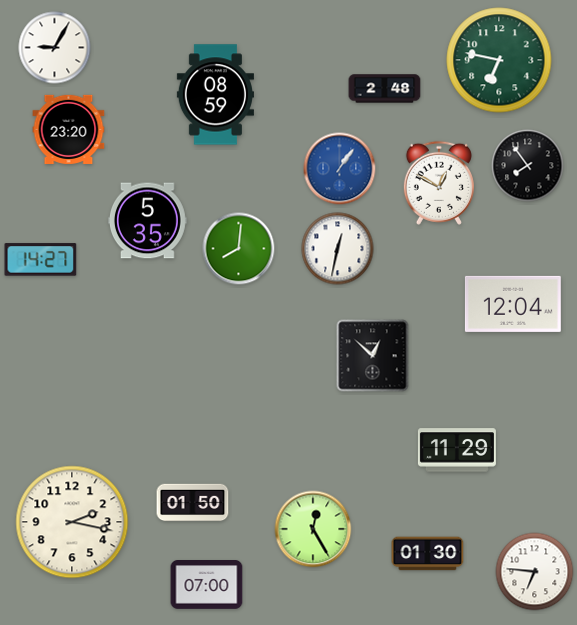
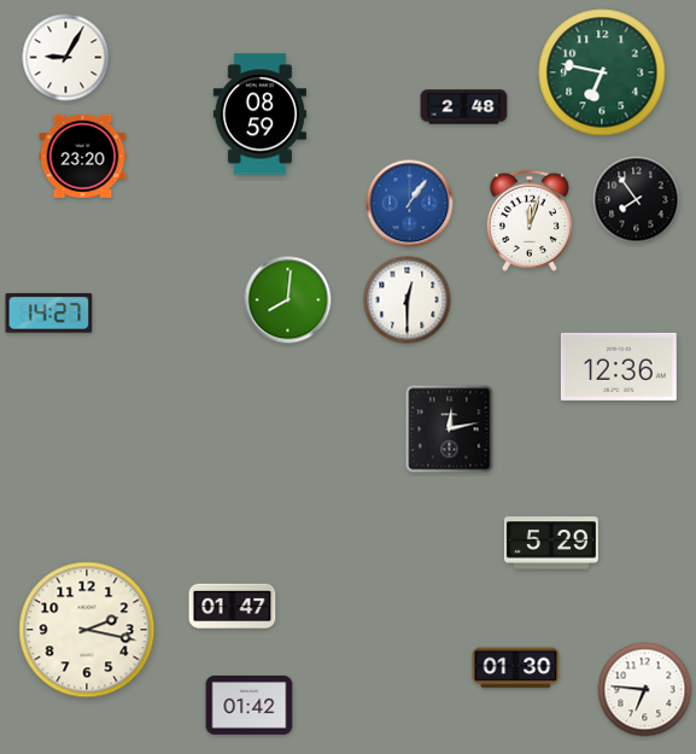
clock at (439, 183): 12:50 -> 12:03
clock at (147, 221): 5:35 -> none
clock at (338, 249): 12:32 -> 12:30
clock at (513, 304): 12:04 -> 12:36
clock at (373, 356): 12:52 -> 12:13
clock at (457, 450): 11:29 -> 5:29
clock at (193, 503): 01:50 -> 01:47
clock at (313, 529): 12:25 -> none
clock at (207, 585): 07:00 -> 01:42
